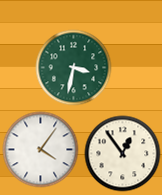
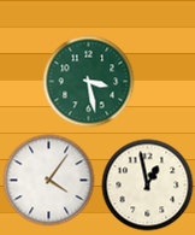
clock at (74, 68): 3:32 -> 3:28
clock at (123, 154): 12:54 -> 12:58
